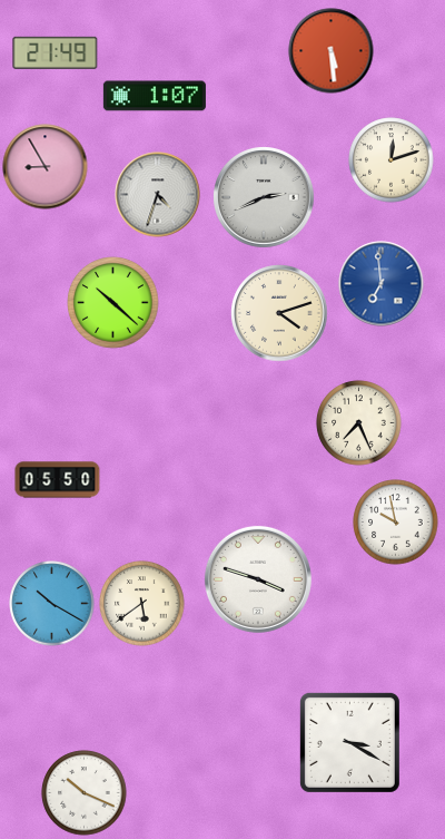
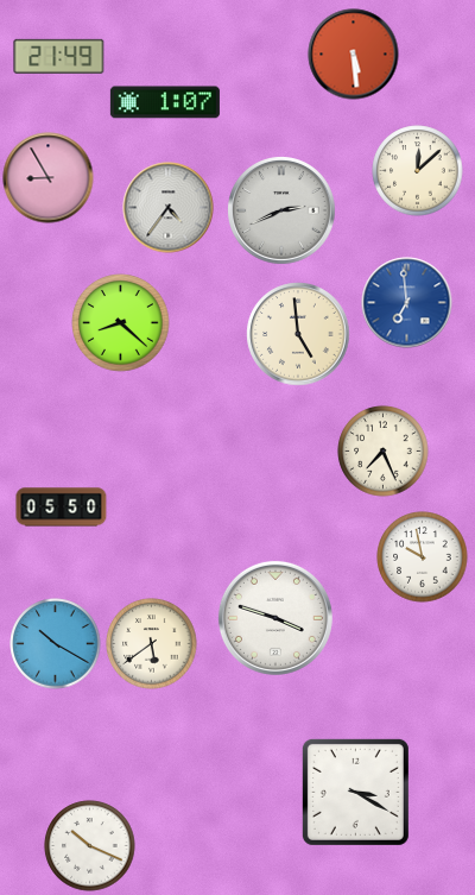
clock at (392, 160): 12:12 -> 12:08
clock at (158, 195): 4:33 -> 4:36
clock at (113, 303): 10:22 -> 8:22
clock at (279, 313): 4:12 -> 4:59
clock at (58, 480) position: (58, 480) -> (62, 508)
clock at (349, 742) position: (349, 742) -> (355, 792)
